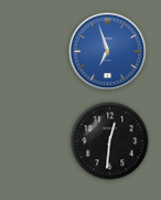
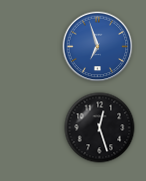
clock at (110, 141): 12:31 -> 12:27
